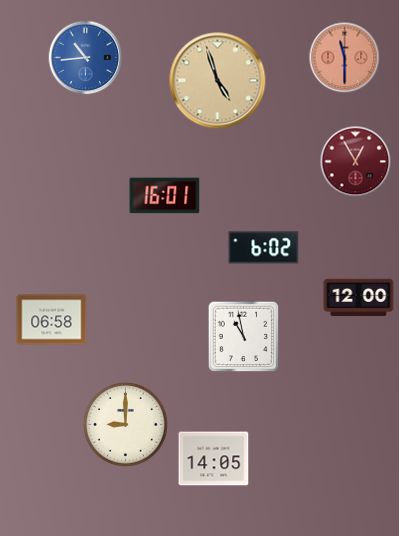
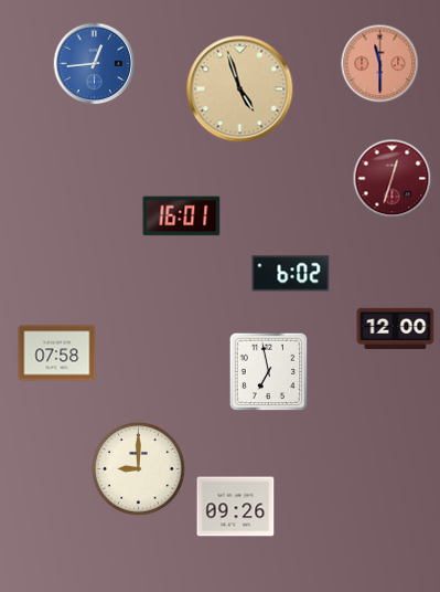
clock at (86, 58): 10:44 -> 12:44
clock at (356, 162): 12:55 -> 12:33
clock at (52, 320): 06:58 -> 07:58
clock at (244, 337): 10:58 -> 6:58
clock at (214, 459): 14:05 -> 09:26
